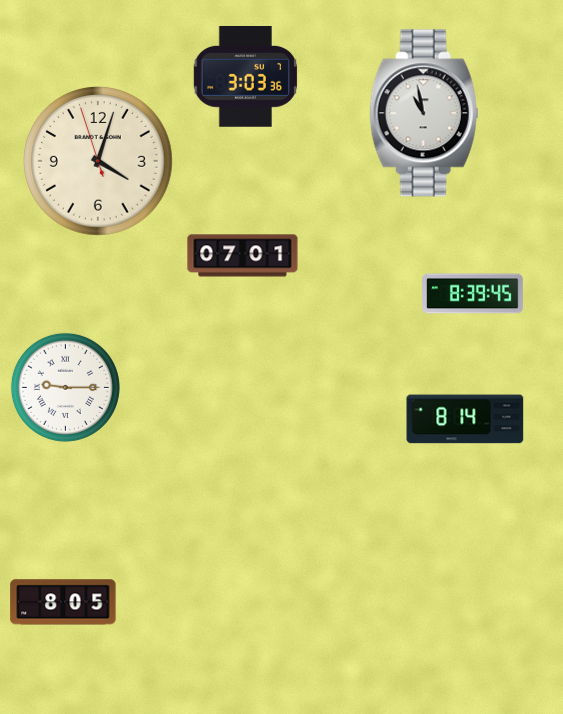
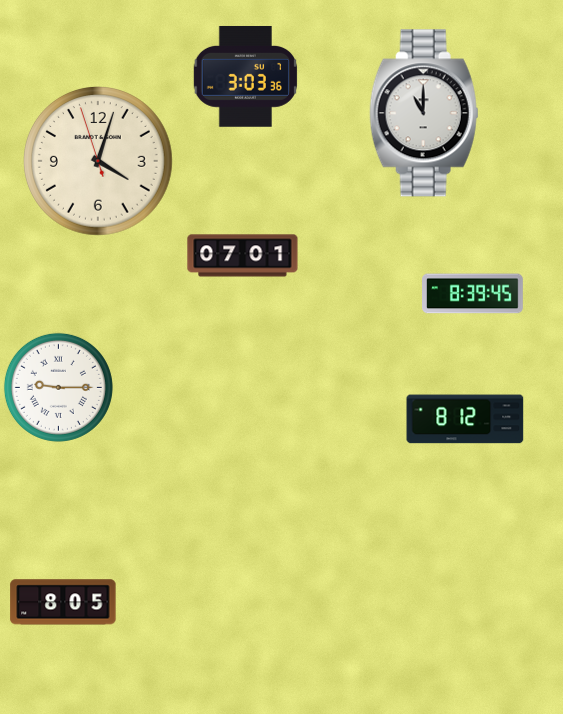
clock at (424, 113): 10:58 -> 11:00
clock at (65, 387) position: (65, 387) -> (58, 387)
clock at (465, 419): 8:14 -> 8:12
